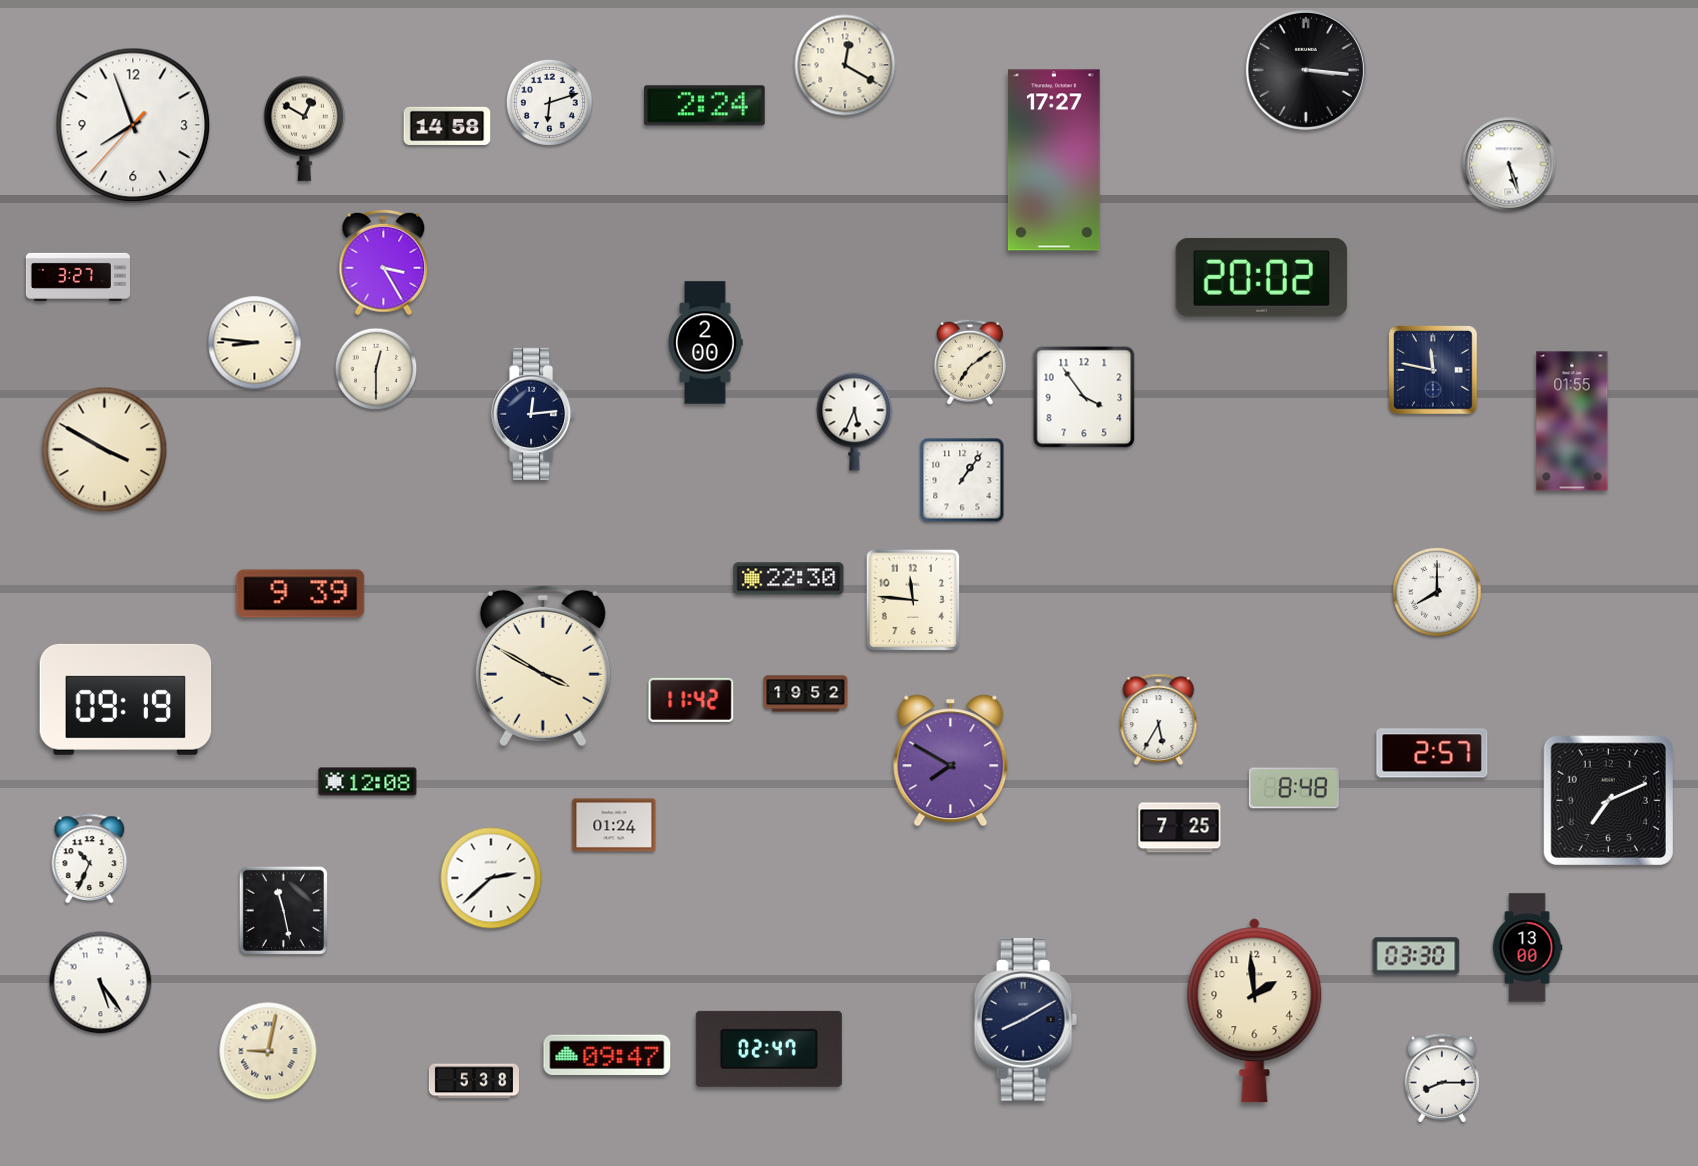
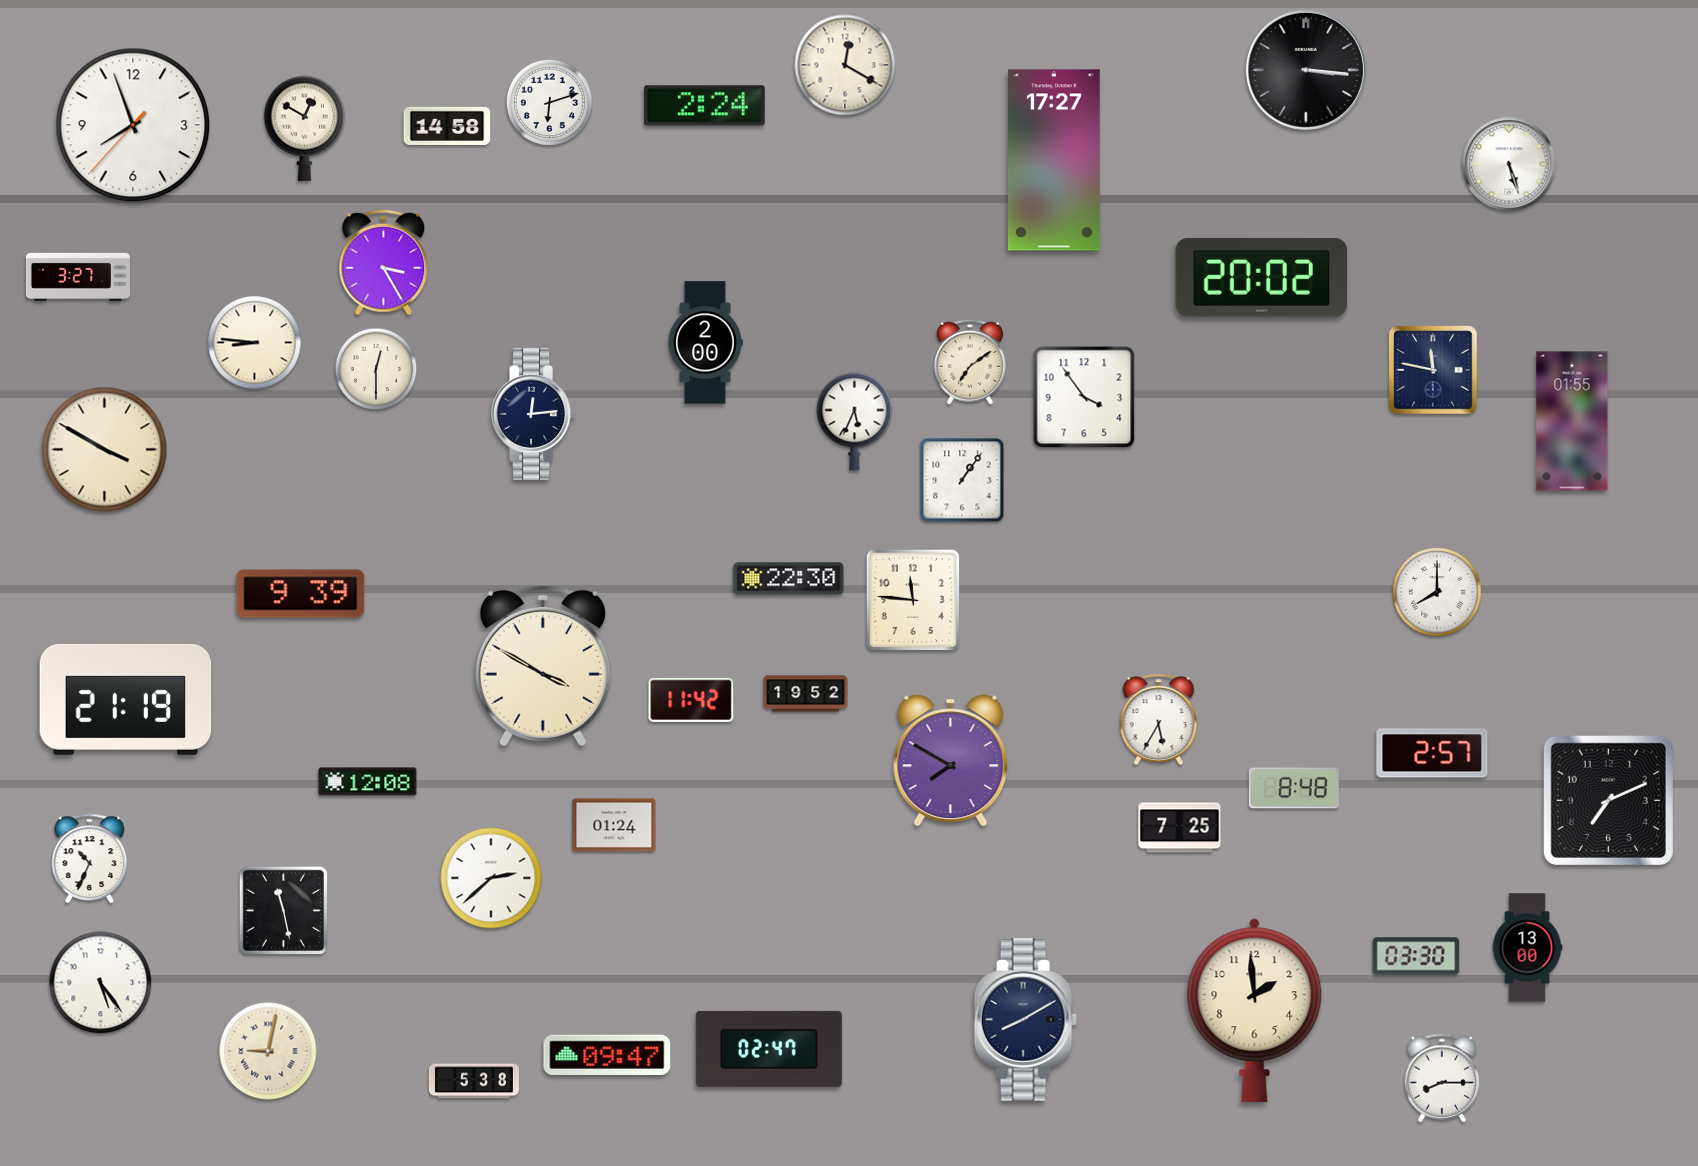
clock at (126, 699): 09:19 -> 21:19
